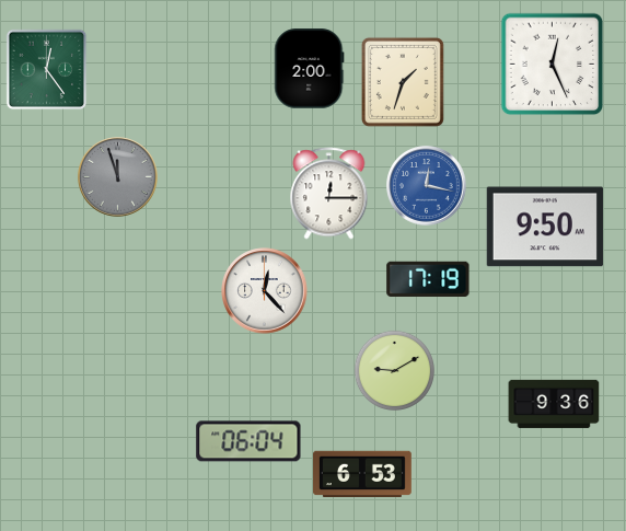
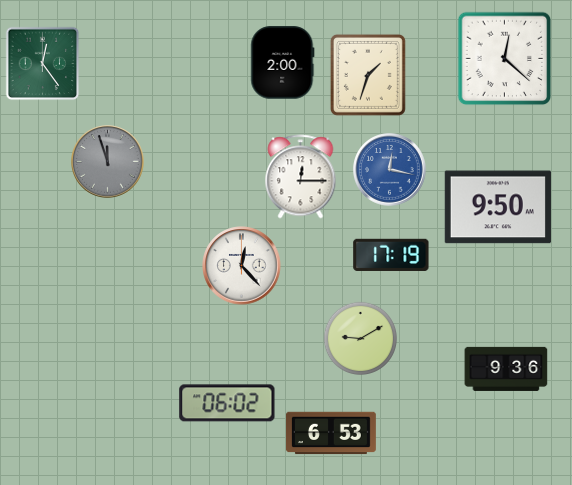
clock at (553, 65): 12:26 -> 12:22
clock at (248, 441): 06:04 -> 06:02
